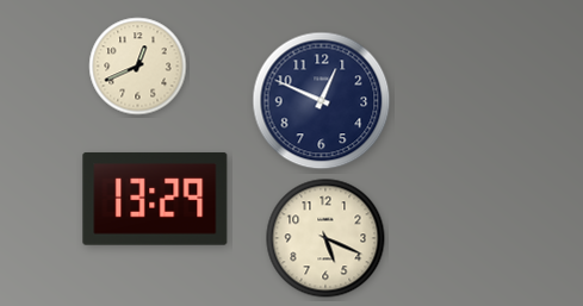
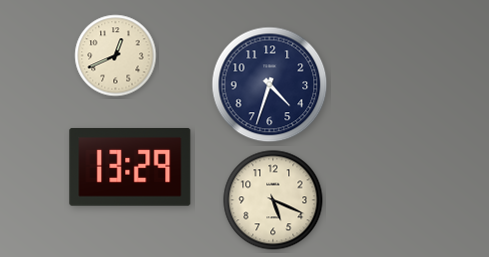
clock at (322, 101): 12:49 -> 4:33
